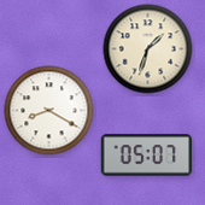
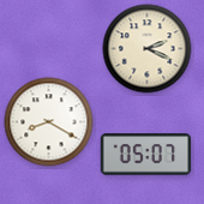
clock at (148, 49): 1:33 -> 2:19
clock at (49, 111) position: (49, 111) -> (49, 122)
